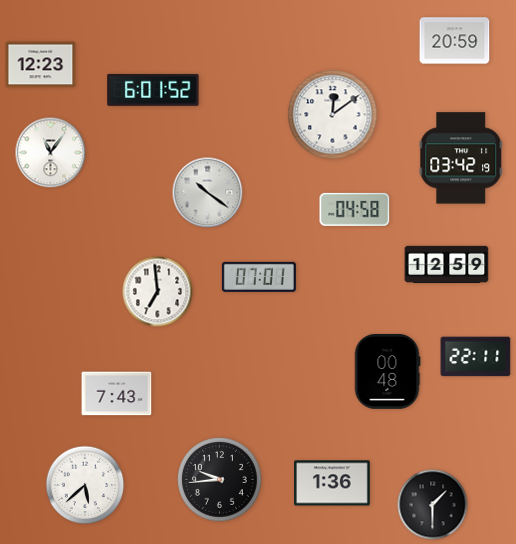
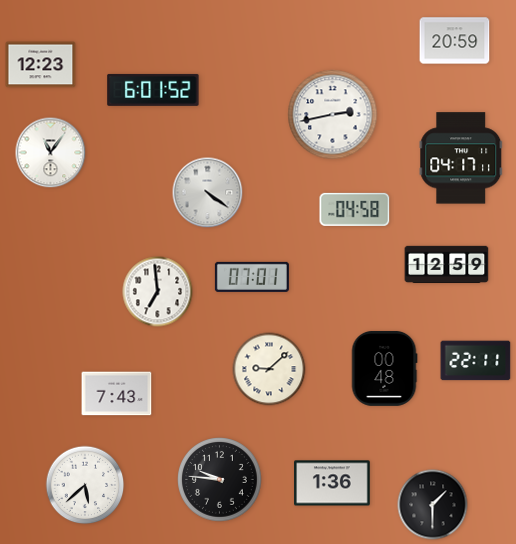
clock at (333, 115): 12:09 -> 2:43
clock at (461, 158): 03:42 -> 04:17
clock at (208, 193): 10:21 -> 4:21
clock at (259, 277) position: (259, 277) -> (252, 277)
clock at (476, 357) position: (476, 357) -> (476, 361)
clock at (269, 369): none -> 9:08
clock at (387, 371) position: (387, 371) -> (384, 368)
clock at (220, 480): 9:44 -> 9:46
